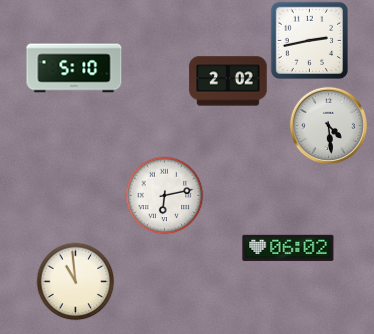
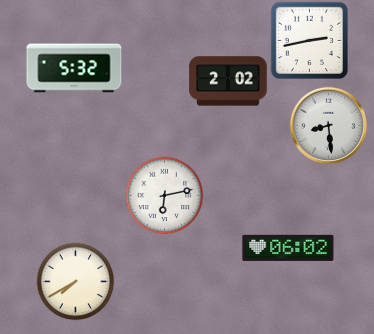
clock at (74, 68): 5:10 -> 5:32
clock at (328, 125): 4:29 -> 8:29
clock at (75, 281): 10:59 -> 7:40
